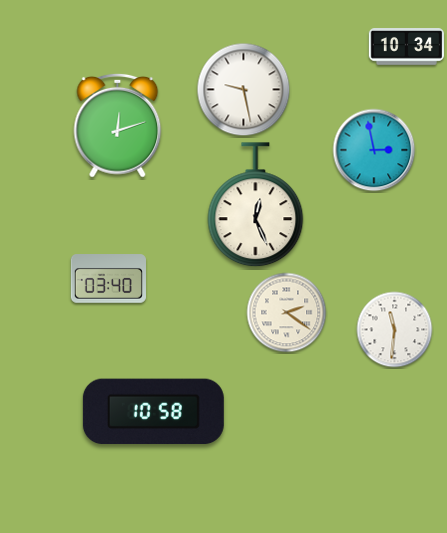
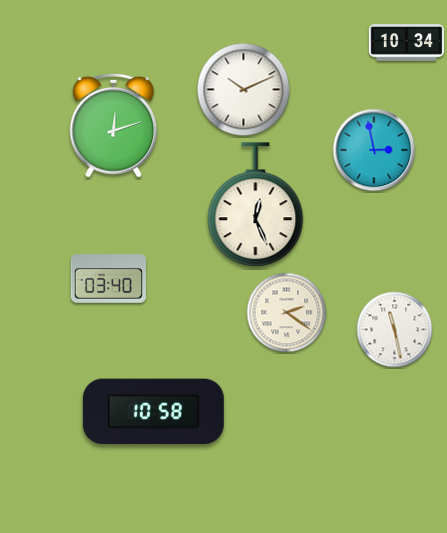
clock at (406, 47) position: (406, 47) -> (406, 43)
clock at (244, 90): 9:28 -> 10:11
clock at (118, 125) position: (118, 125) -> (114, 125)
clock at (395, 330): 11:31 -> 11:28
